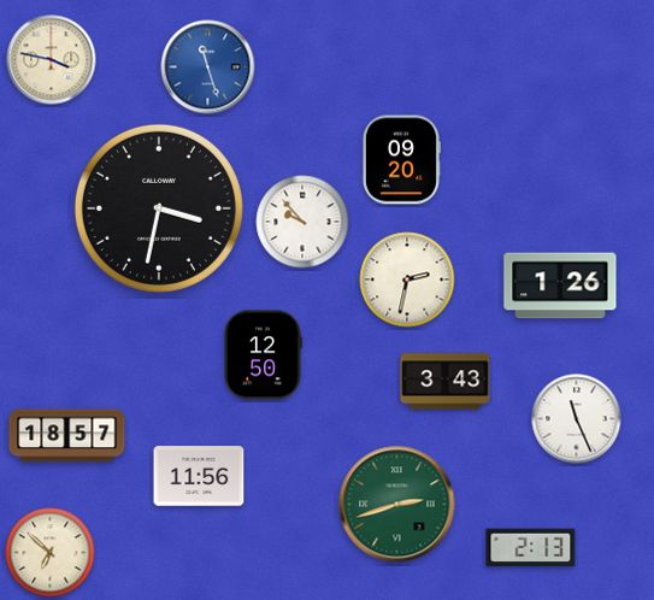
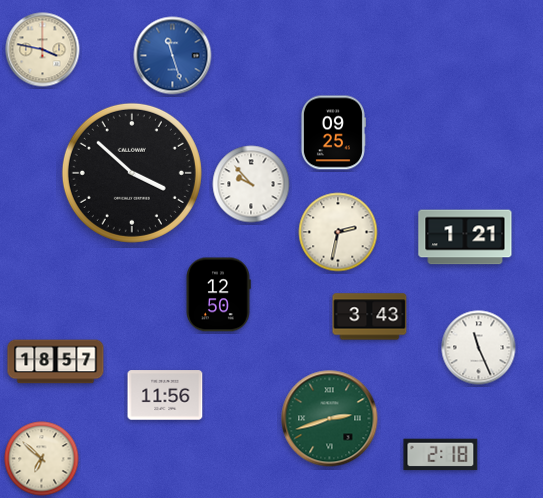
clock at (401, 160): 09:20 -> 09:25
clock at (159, 208): 3:32 -> 3:52
clock at (560, 286): 1:26 -> 1:21
clock at (531, 548): 2:13 -> 2:18
